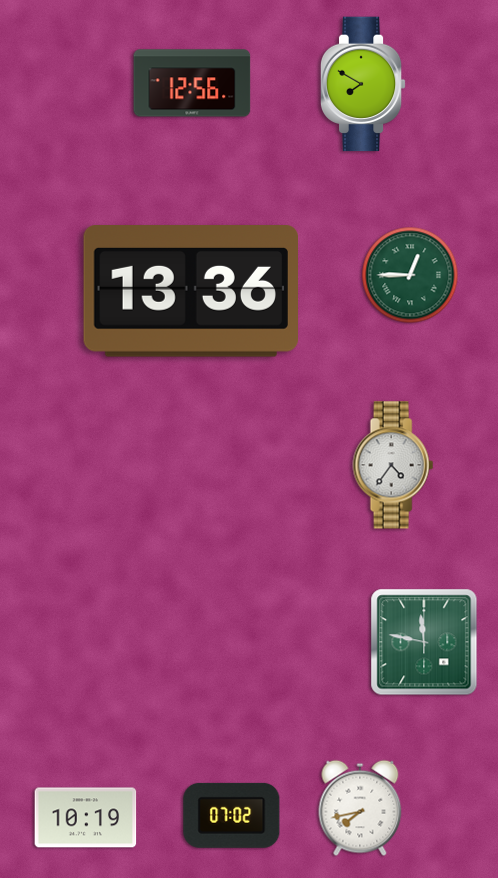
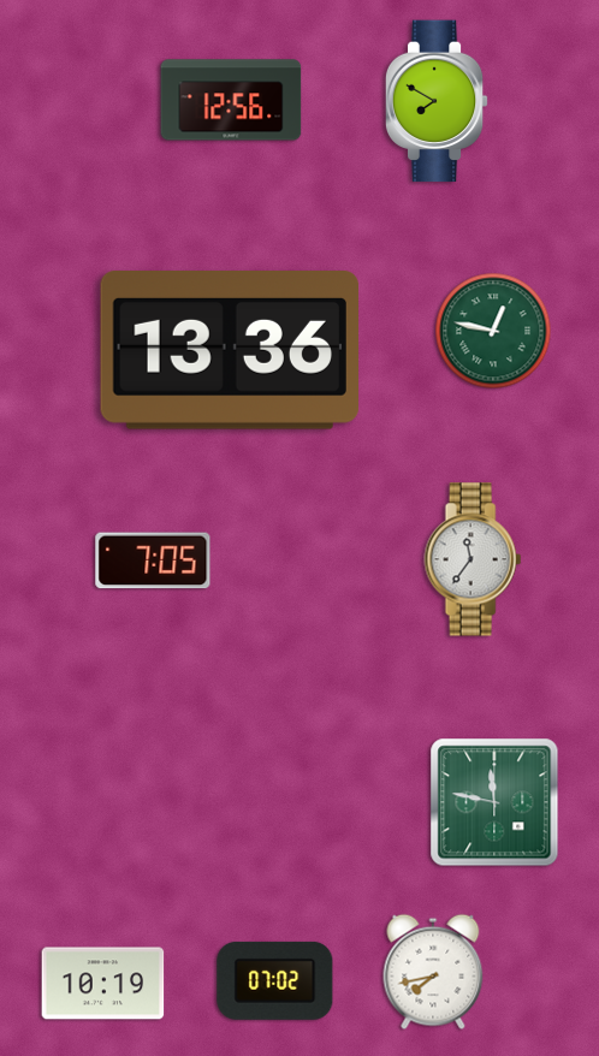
clock at (410, 275): 12:45 -> 12:47
clock at (393, 465): 4:36 -> 11:36
clock at (153, 560): none -> 7:05
clock at (424, 642) position: (424, 642) -> (494, 802)
clock at (232, 815) position: (232, 815) -> (275, 980)
